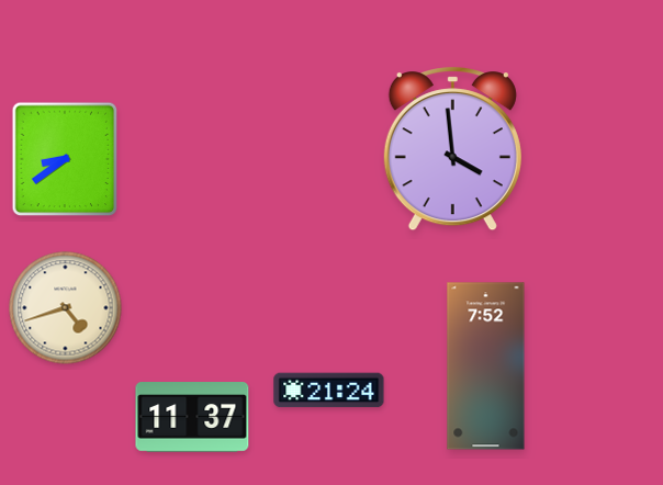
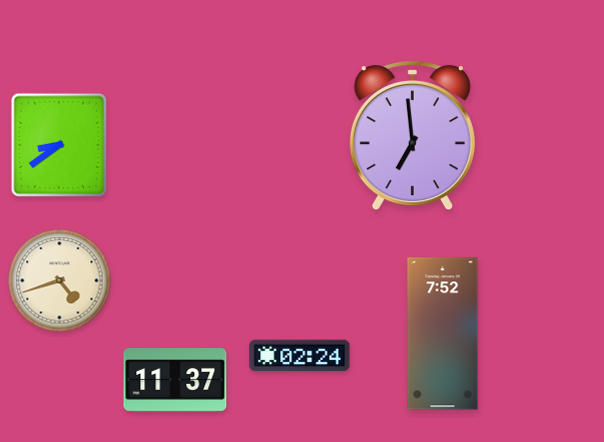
clock at (452, 149): 3:59 -> 6:59
clock at (329, 391): 21:24 -> 02:24
